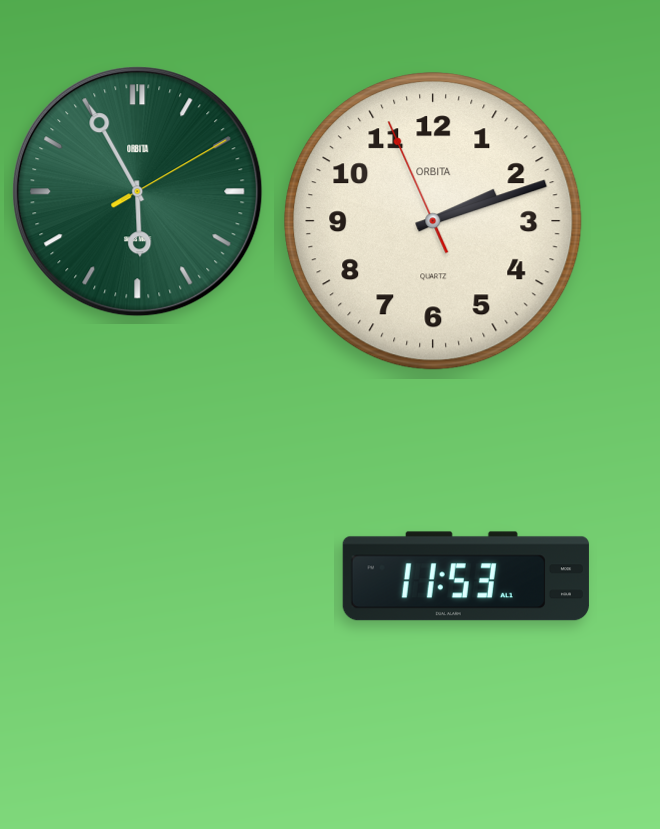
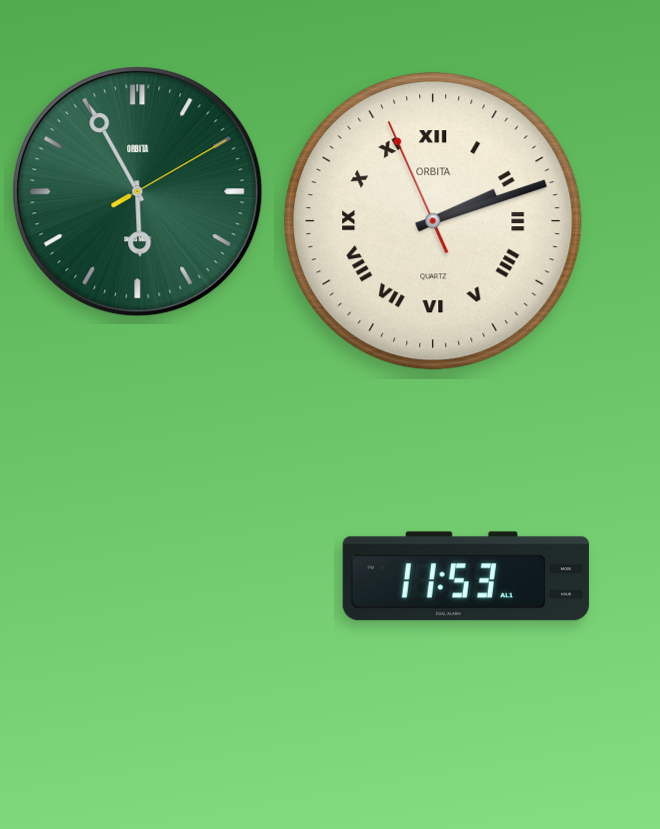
clock at (433, 221) numerals: Arabic -> Roman
